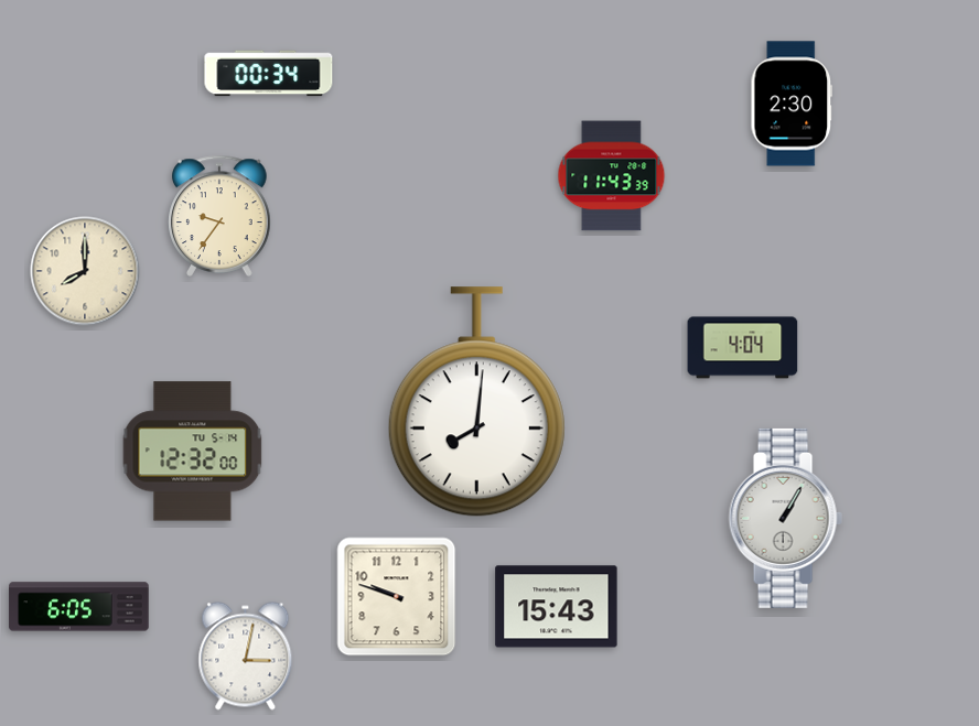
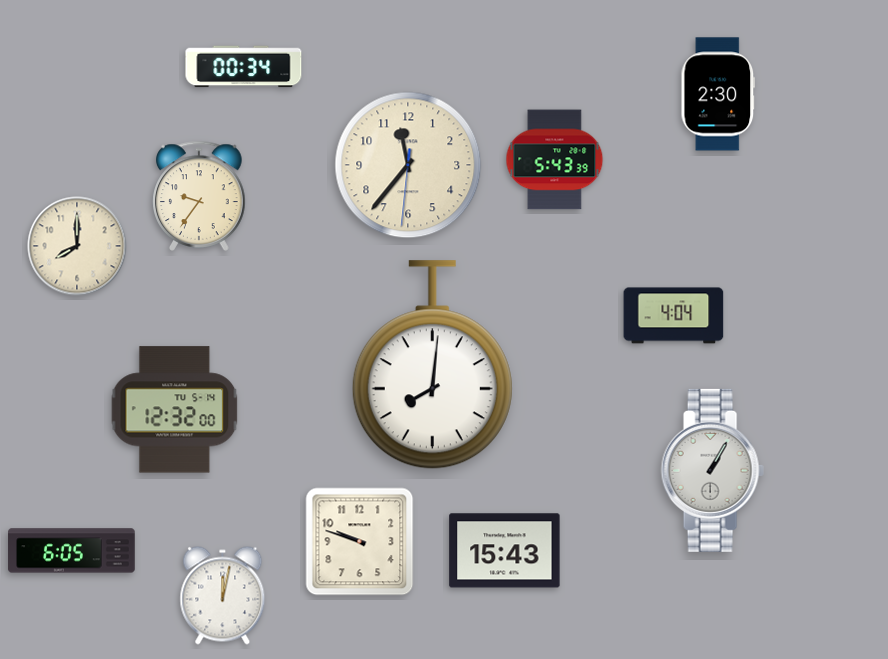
clock at (612, 176): 11:43 -> 5:43
clock at (408, 165): none -> 11:36
clock at (246, 657): 3:02 -> 12:02
